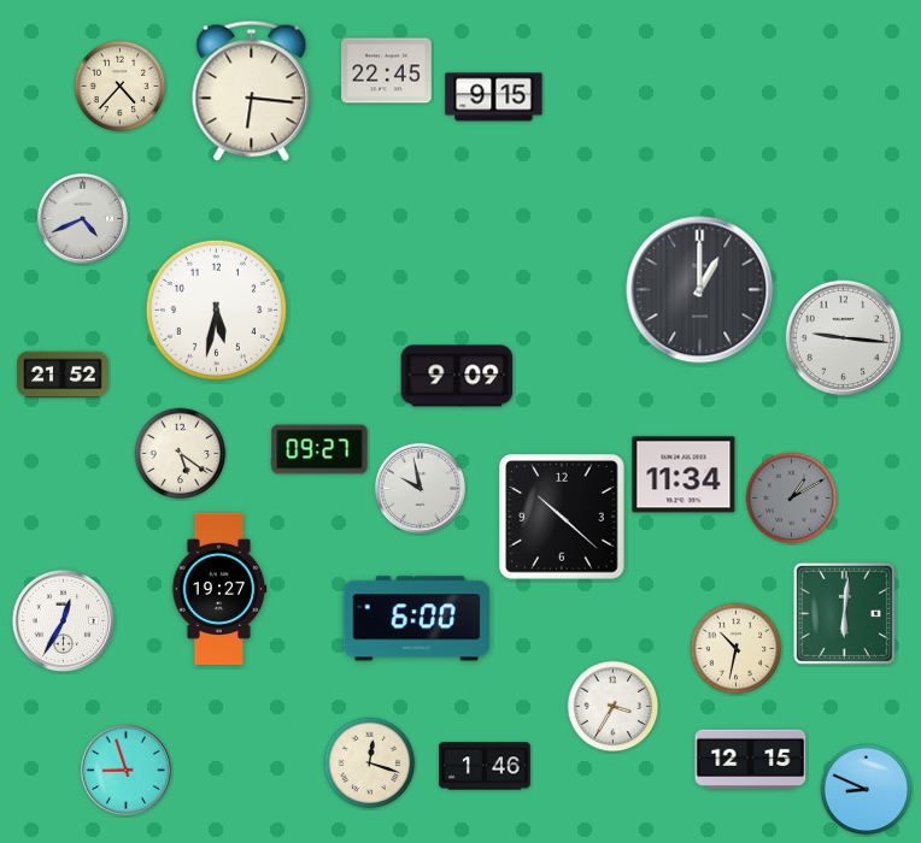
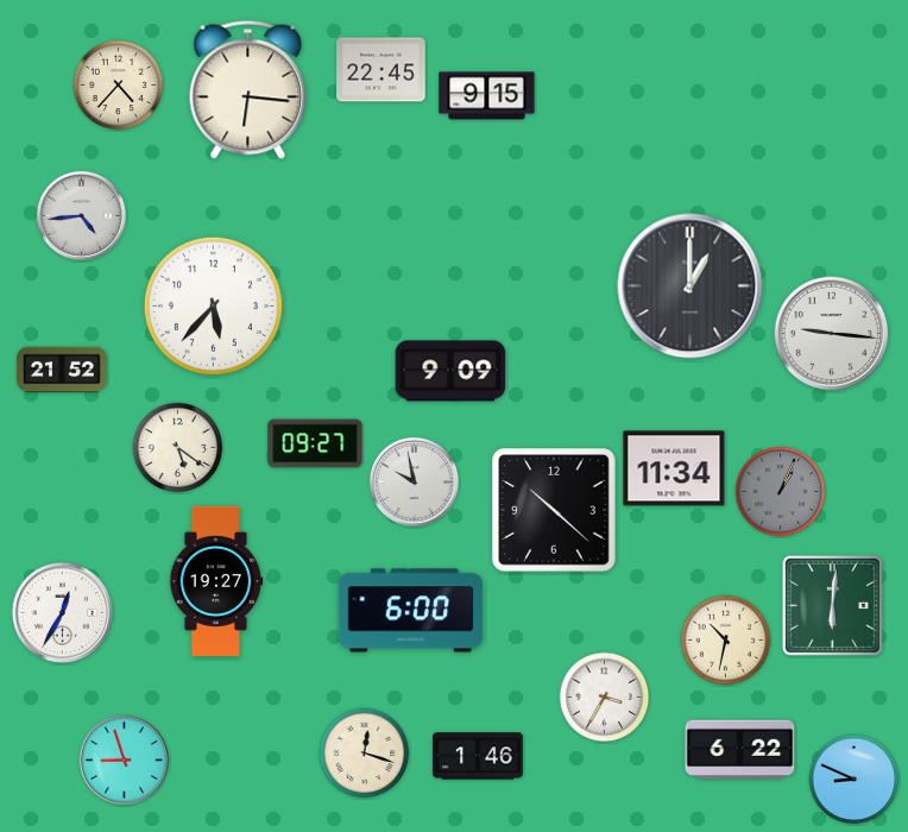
clock at (82, 218): 4:41 -> 4:44
clock at (216, 310): 5:32 -> 5:37
clock at (792, 499): 1:10 -> 1:04
clock at (751, 760): 12:15 -> 6:22
